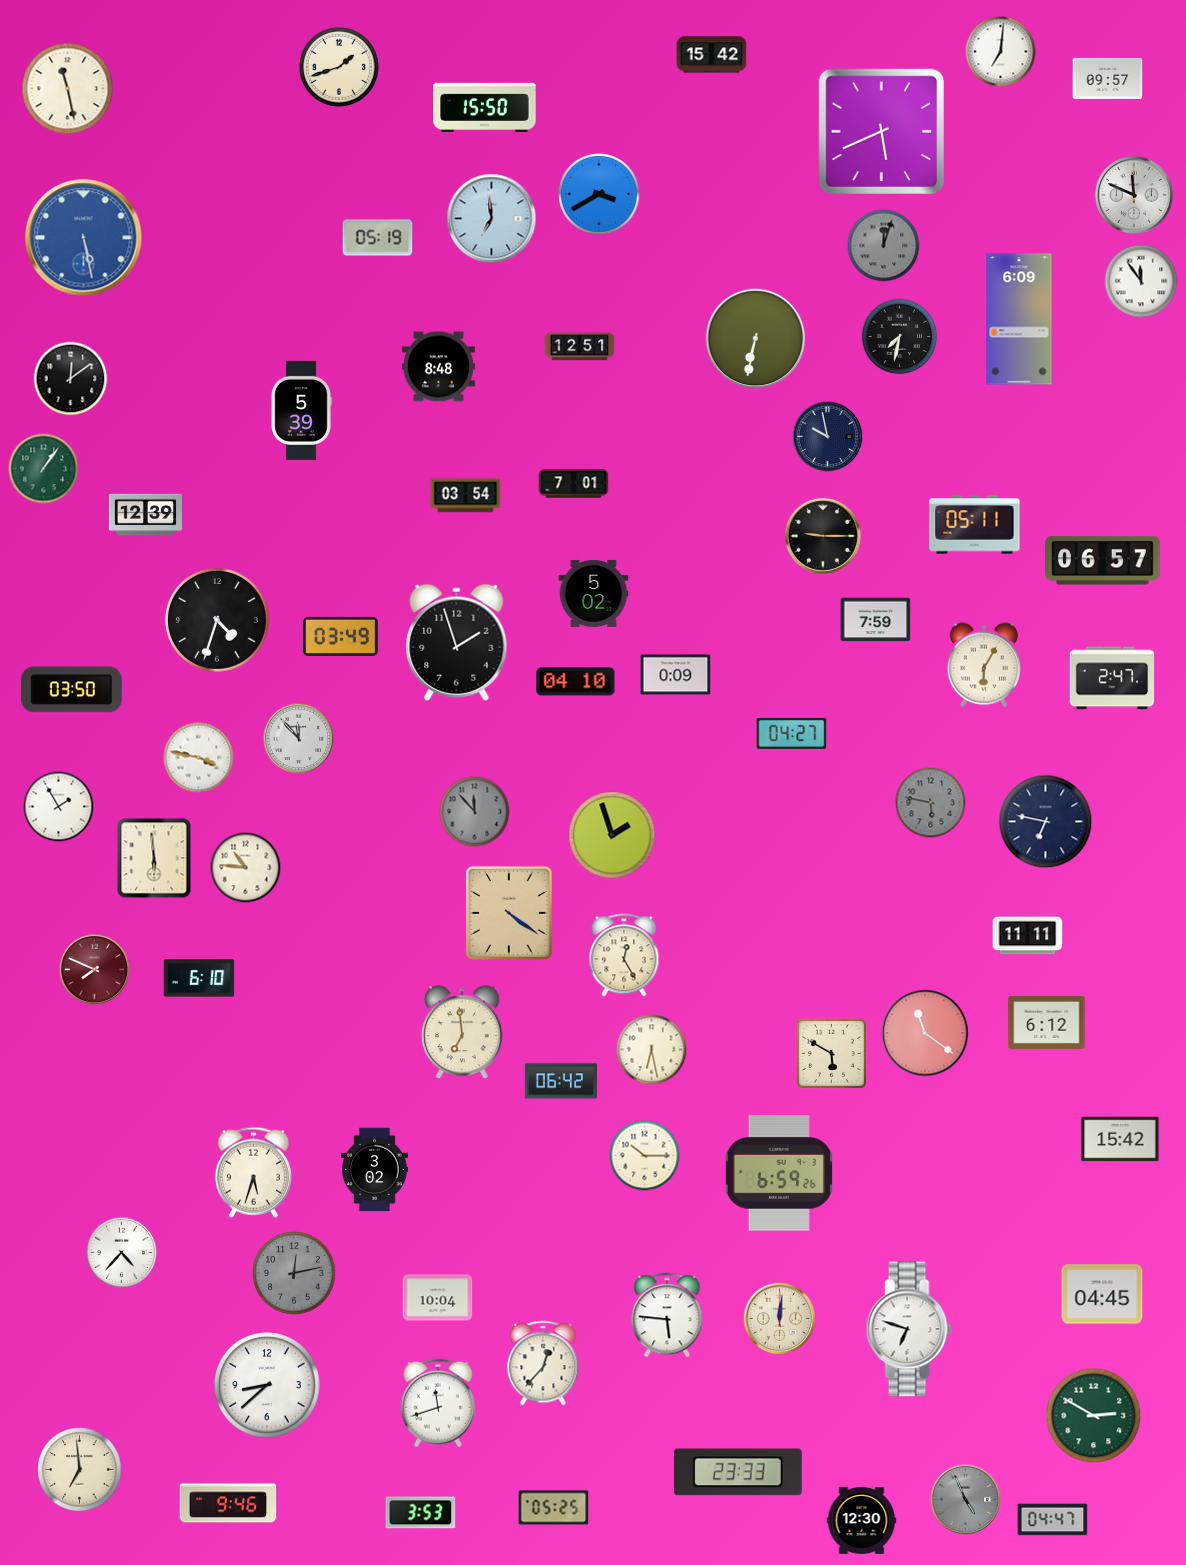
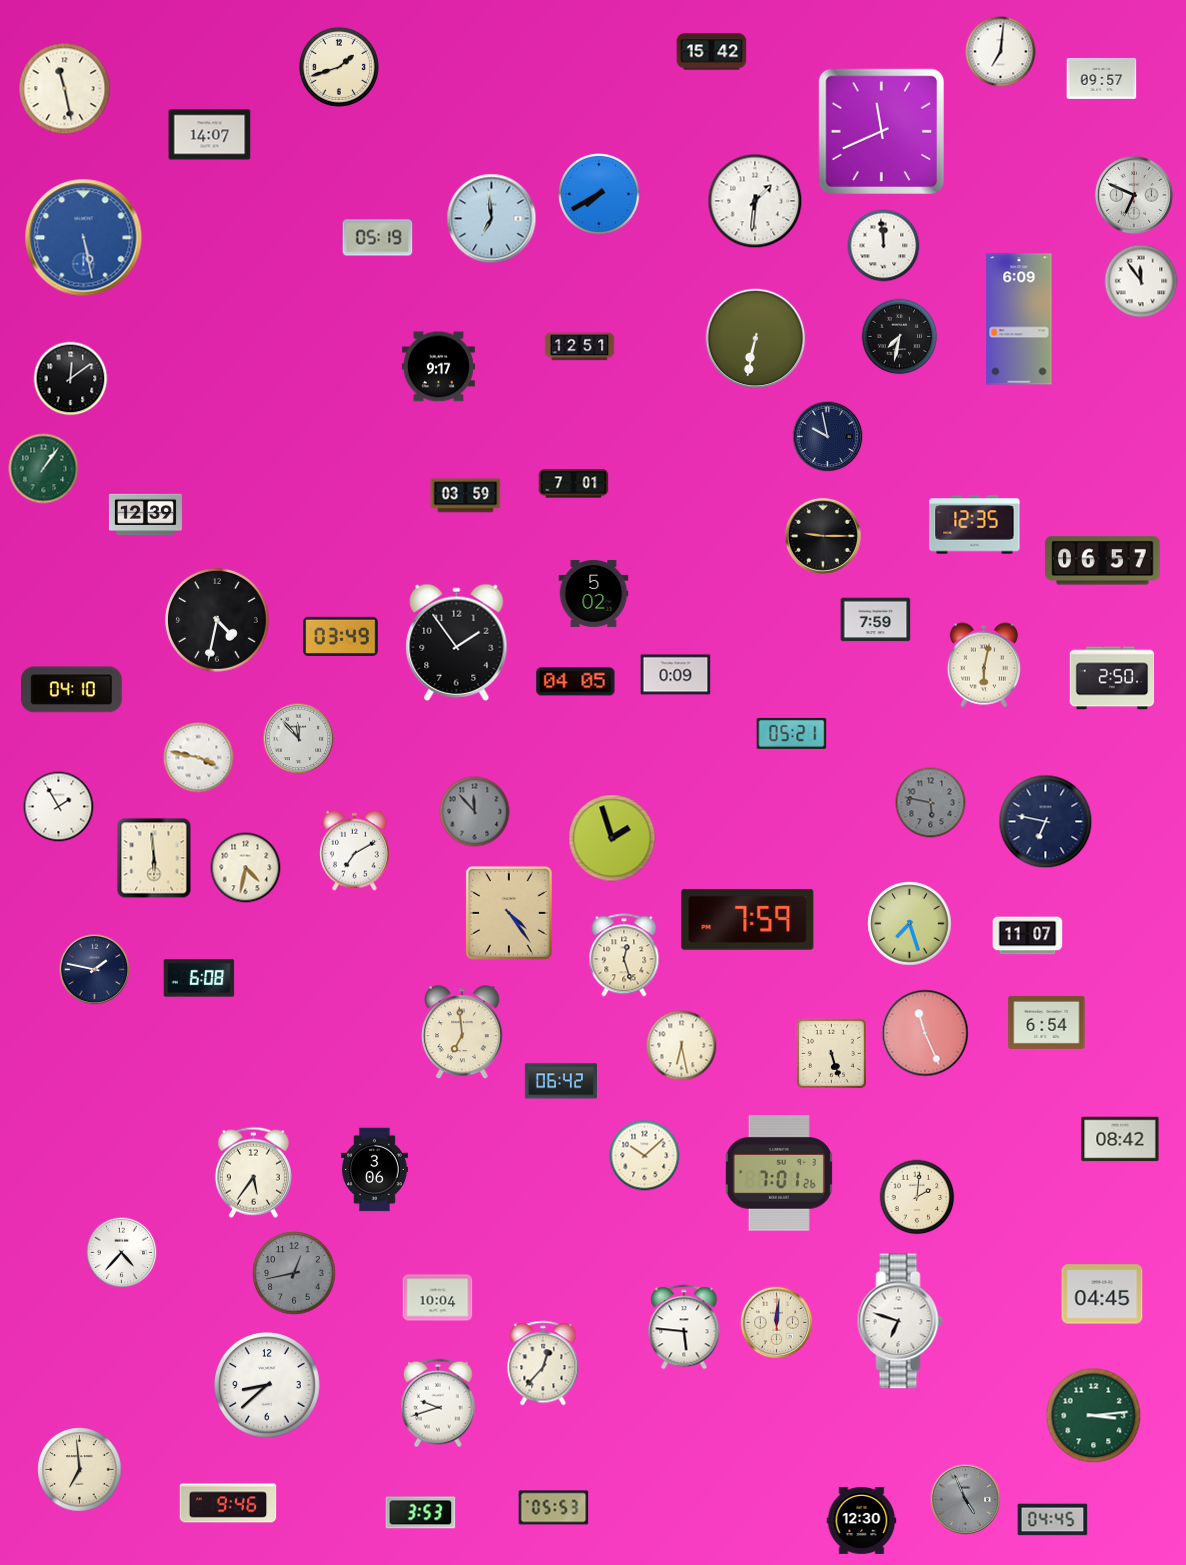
clock at (712, 55) position: (712, 55) -> (712, 52)
clock at (1108, 78) position: (1108, 78) -> (1102, 78)
clock at (68, 89) position: (68, 89) -> (65, 89)
clock at (485, 107): 15:50 -> none
clock at (881, 131): 5:41 -> 11:41
clock at (210, 135): none -> 14:07
clock at (600, 195): 3:40 -> 7:40
clock at (1134, 195): 11:49 -> 6:49
clock at (755, 201): none -> 1:31
clock at (884, 246): 12:03 -> 11:59
clock at (884, 246) dial: grey -> white
clock at (438, 367): 8:48 -> 9:17
clock at (301, 410): 5:39 -> none
clock at (466, 496): 03:54 -> 03:59
clock at (975, 525): 05:11 -> 12:35
clock at (217, 620): 4:33 -> 4:32
clock at (457, 642): 1:57 -> 1:54
clock at (984, 665): 6:05 -> 6:02
clock at (1112, 678): 2:47 -> 2:50
clock at (576, 682): 04:10 -> 04:05
clock at (71, 690): 03:50 -> 04:10
clock at (792, 733): 04:27 -> 05:21
clock at (612, 835) position: (612, 835) -> (612, 838)
clock at (355, 850): none -> 7:10
clock at (246, 868): 10:46 -> 4:32
clock at (509, 913): 4:21 -> 4:24
clock at (748, 919): none -> 7:59
clock at (910, 924): none -> 7:27
clock at (1028, 936): 11:11 -> 11:07
clock at (624, 955): 12:25 -> 12:27
clock at (95, 970): 7:49 -> 1:47
clock at (95, 970) dial: burgundy -> navy
clock at (199, 978): 6:10 -> 6:08
clock at (1047, 1023): 6:12 -> 6:54
clock at (925, 1033): 11:21 -> 11:26
clock at (652, 1050) position: (652, 1050) -> (682, 1046)
clock at (831, 1053): 5:50 -> 5:27
clock at (1120, 1139): 15:42 -> 08:42
clock at (645, 1156): 10:15 -> 10:08
clock at (374, 1170): 3:02 -> 3:06
clock at (253, 1172): 5:33 -> 5:36
clock at (779, 1173): 6:59 -> 7:01
clock at (917, 1197): none -> 2:01
clock at (294, 1273): 12:13 -> 12:43
clock at (667, 1315) position: (667, 1315) -> (684, 1327)
clock at (780, 1319) position: (780, 1319) -> (777, 1323)
clock at (909, 1329) position: (909, 1329) -> (900, 1321)
clock at (438, 1403): 11:42 -> 9:42
clock at (1094, 1416): 2:50 -> 3:14
clock at (738, 1472): 23:33 -> none
clock at (554, 1508): 05:25 -> 05:53
clock at (1053, 1520): 04:47 -> 04:45
